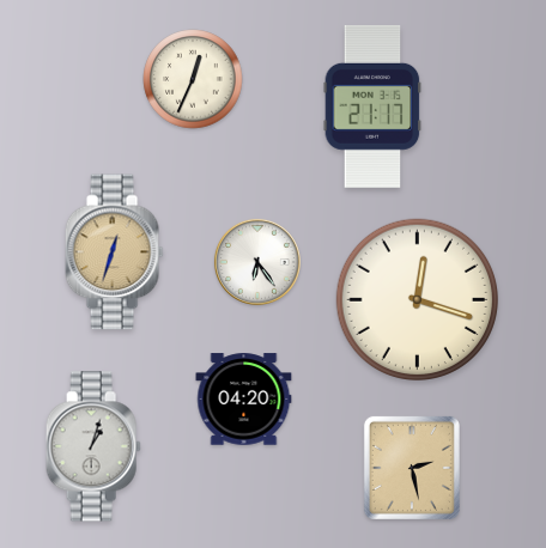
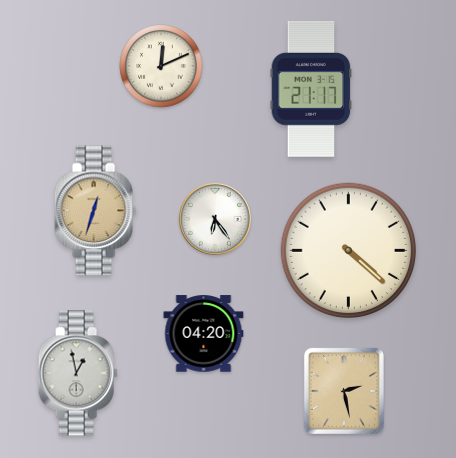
clock at (193, 79): 12:34 -> 12:11
clock at (418, 300): 12:18 -> 4:22
clock at (93, 446): 1:03 -> 12:58
